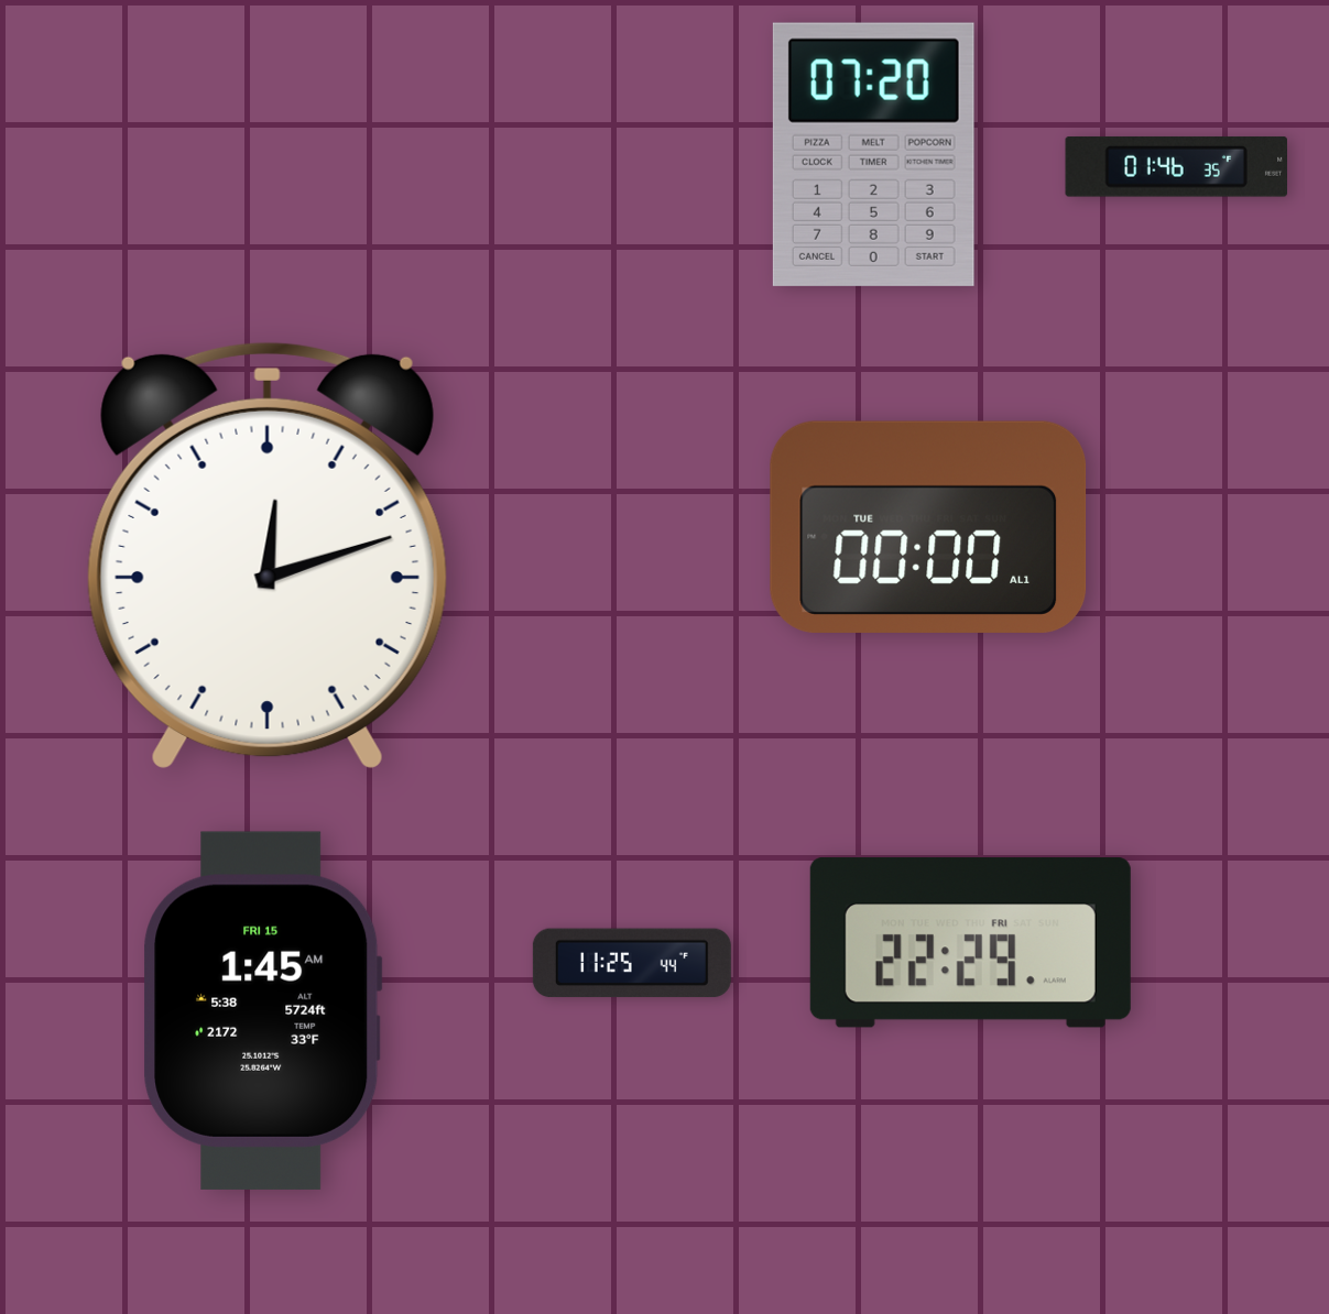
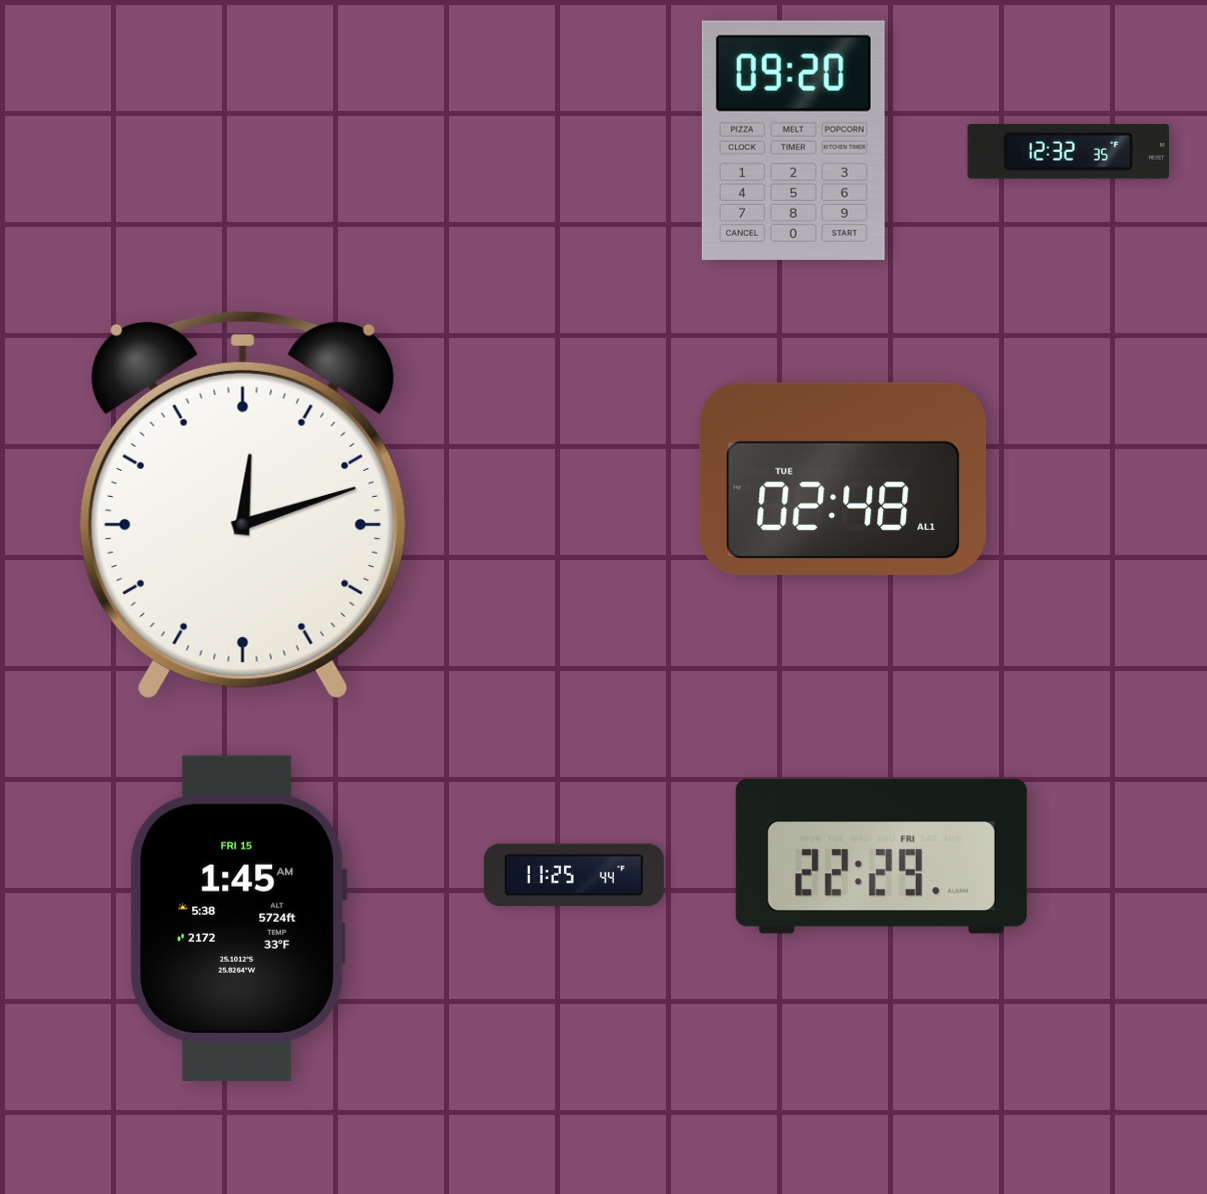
clock at (873, 154): 07:20 -> 09:20
clock at (1176, 166): 01:46 -> 12:32
clock at (928, 527): 00:00 -> 02:48
